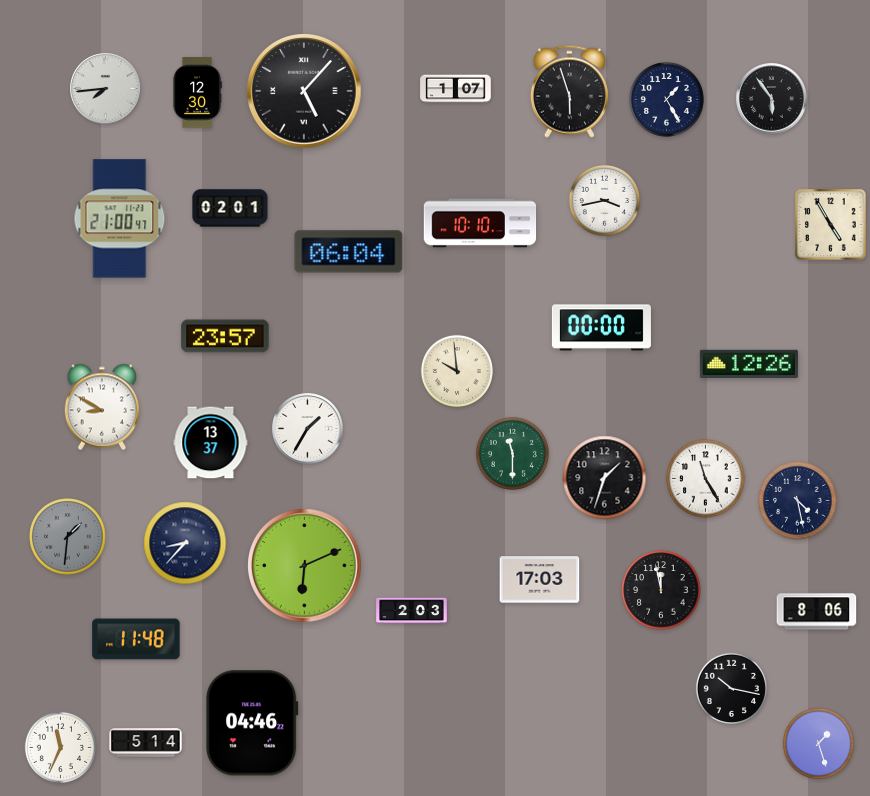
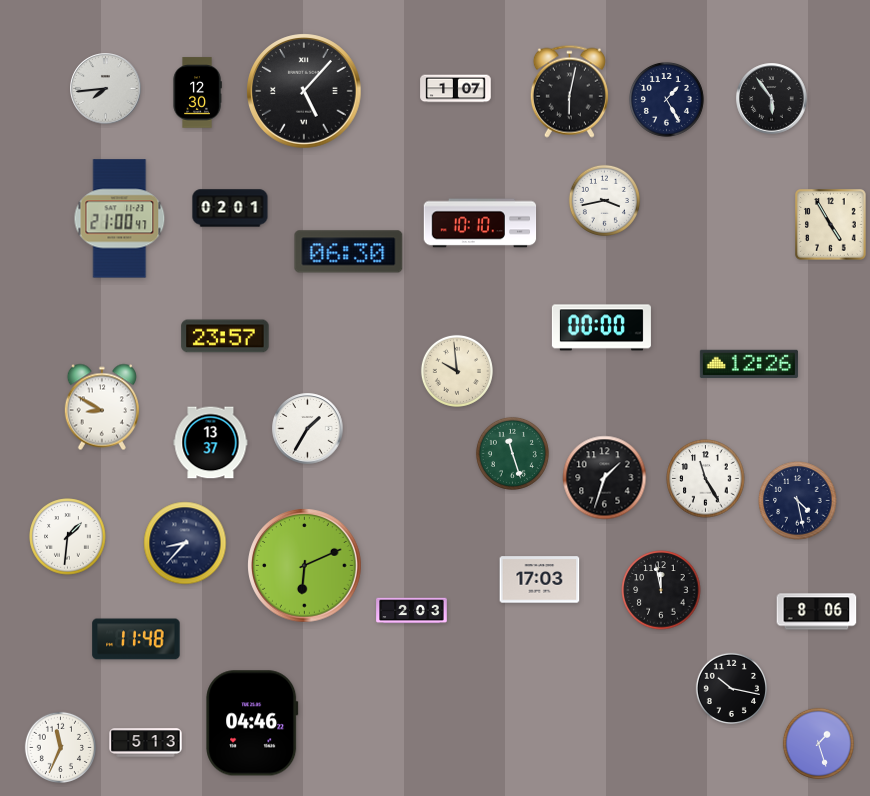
clock at (569, 91): 5:57 -> 6:02
clock at (349, 252): 06:04 -> 06:30
clock at (512, 453): 11:30 -> 11:27
clock at (68, 537) dial: grey -> white
clock at (146, 743): 5:14 -> 5:13
